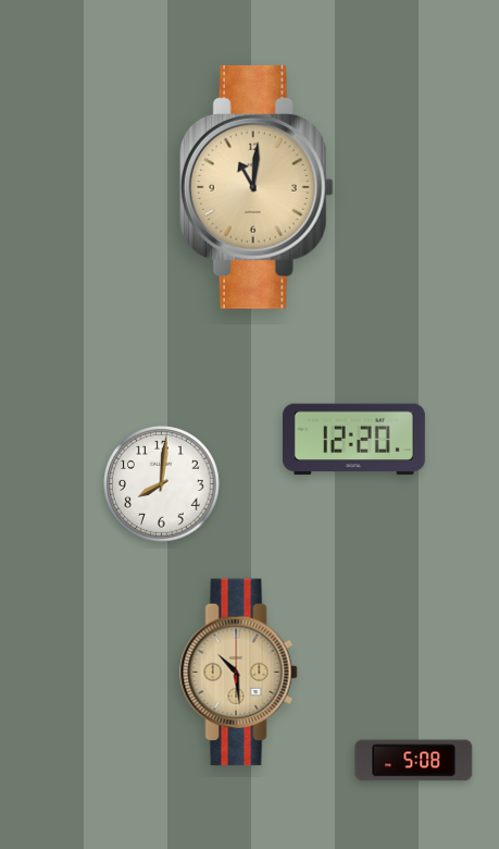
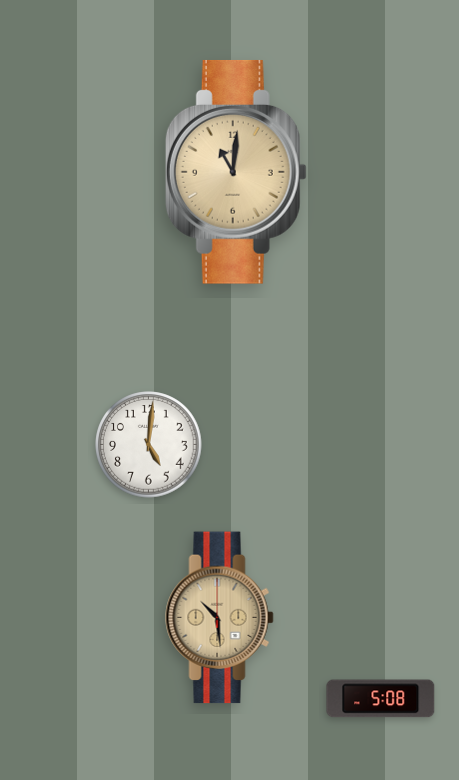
clock at (353, 440): 12:20 -> none
clock at (162, 484): 8:01 -> 5:01
